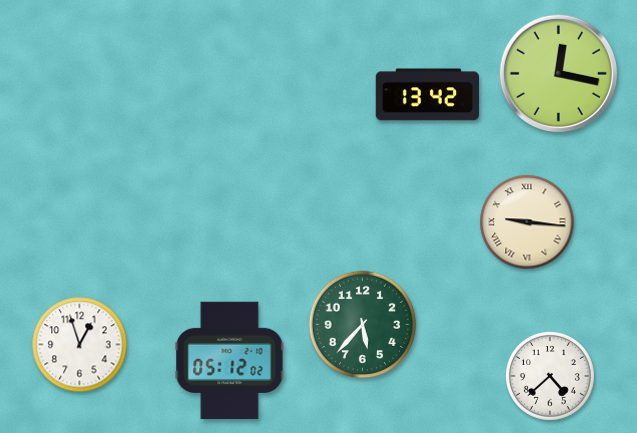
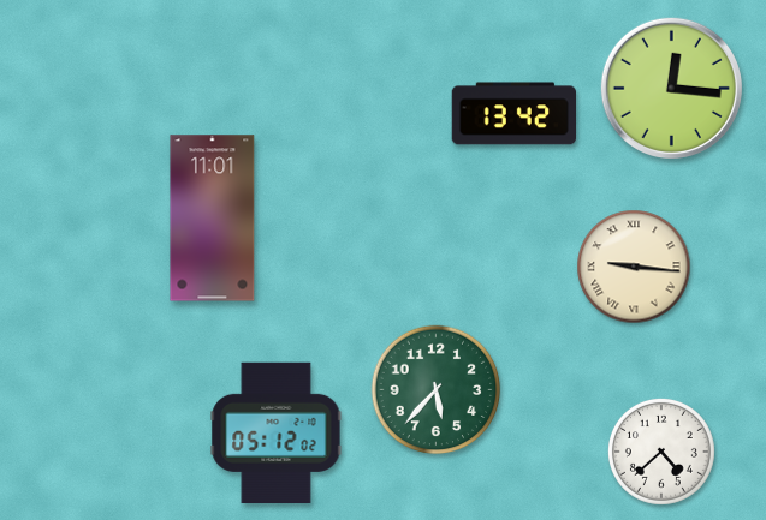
clock at (558, 73): 12:17 -> 12:16
clock at (213, 219): none -> 11:01
clock at (80, 345): 12:57 -> none
